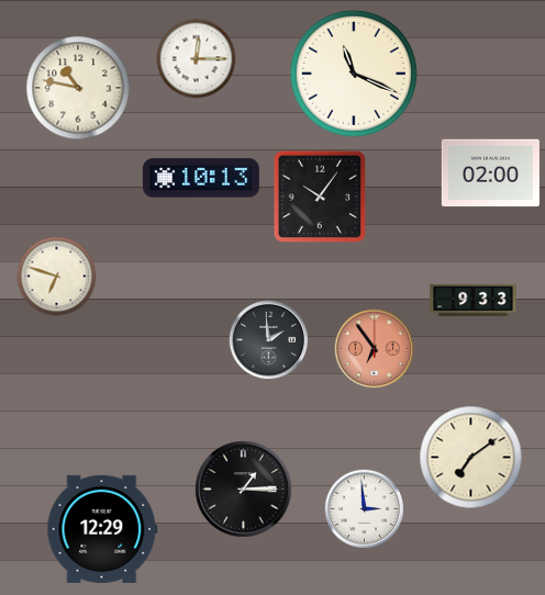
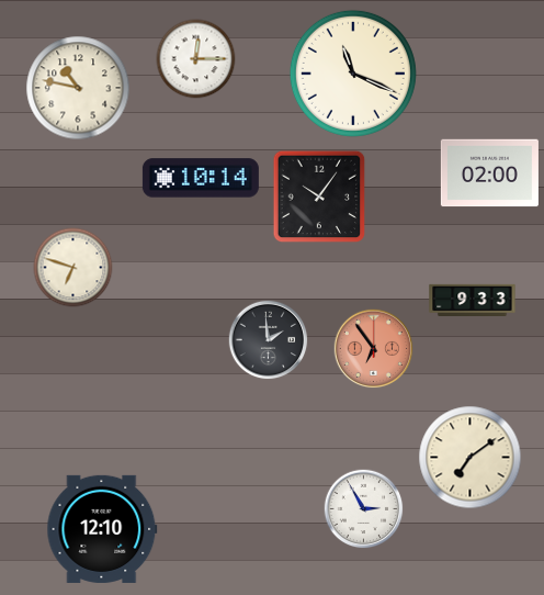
clock at (201, 178): 10:13 -> 10:14
clock at (57, 277) position: (57, 277) -> (73, 268)
clock at (244, 490): 1:15 -> none
clock at (365, 509): 2:59 -> 2:55
clock at (102, 529): 12:29 -> 12:10
